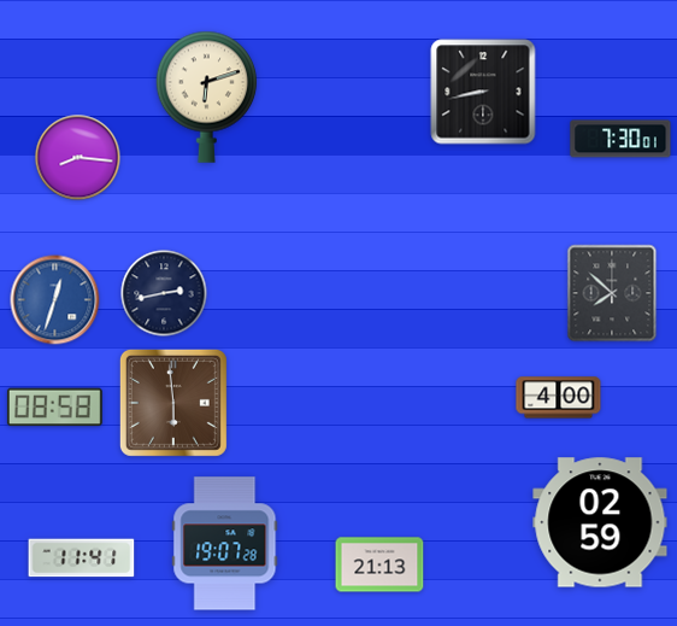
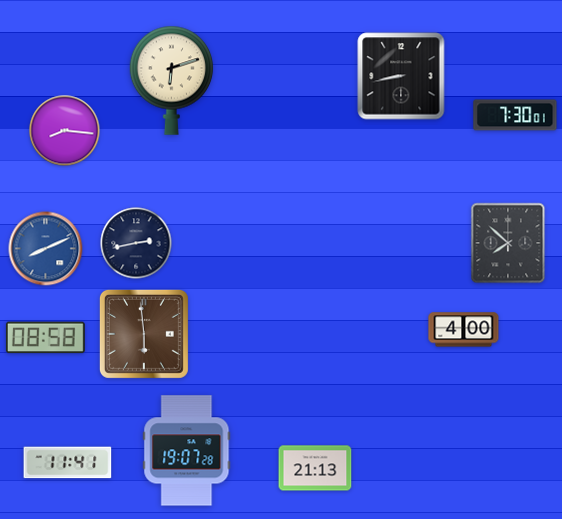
clock at (55, 300): 12:33 -> 8:11
clock at (600, 522): 02:59 -> none
